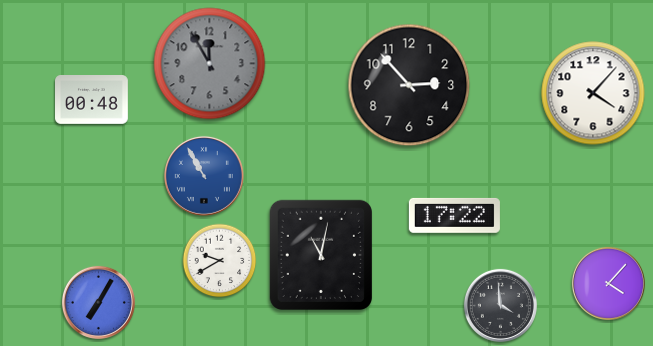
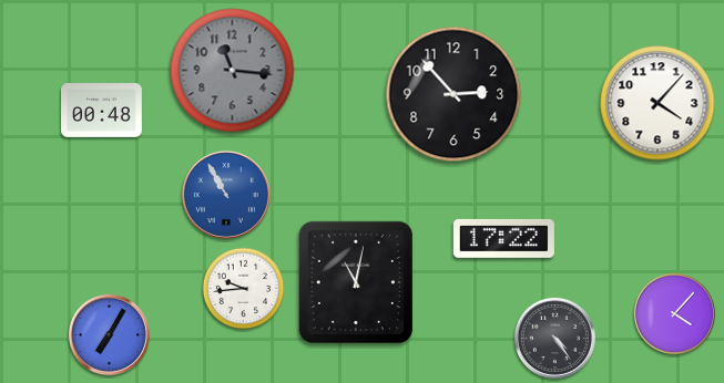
clock at (210, 64): 11:55 -> 11:16
clock at (220, 261): 9:40 -> 9:44
clock at (500, 305): 3:59 -> 4:24
